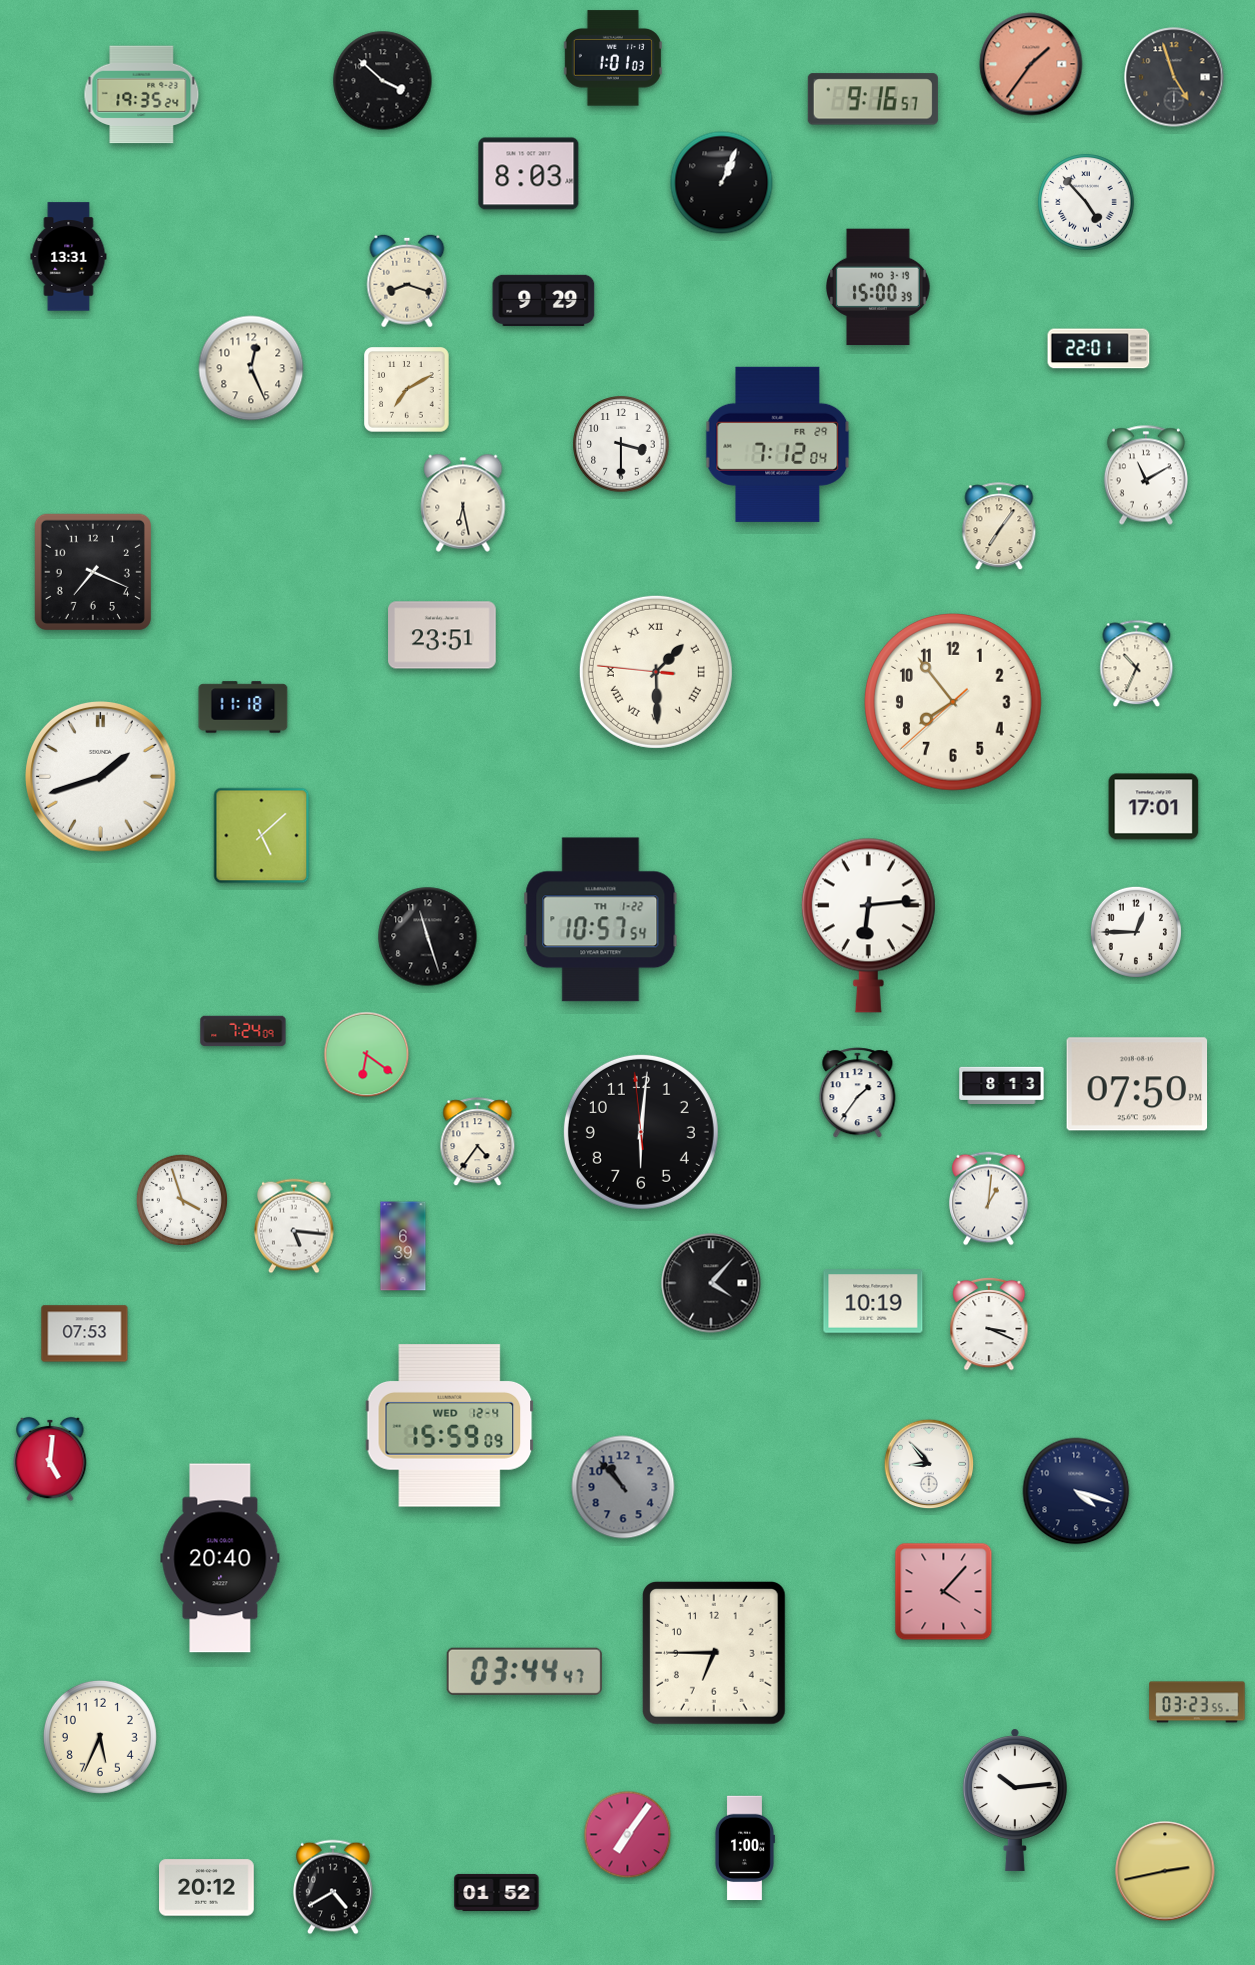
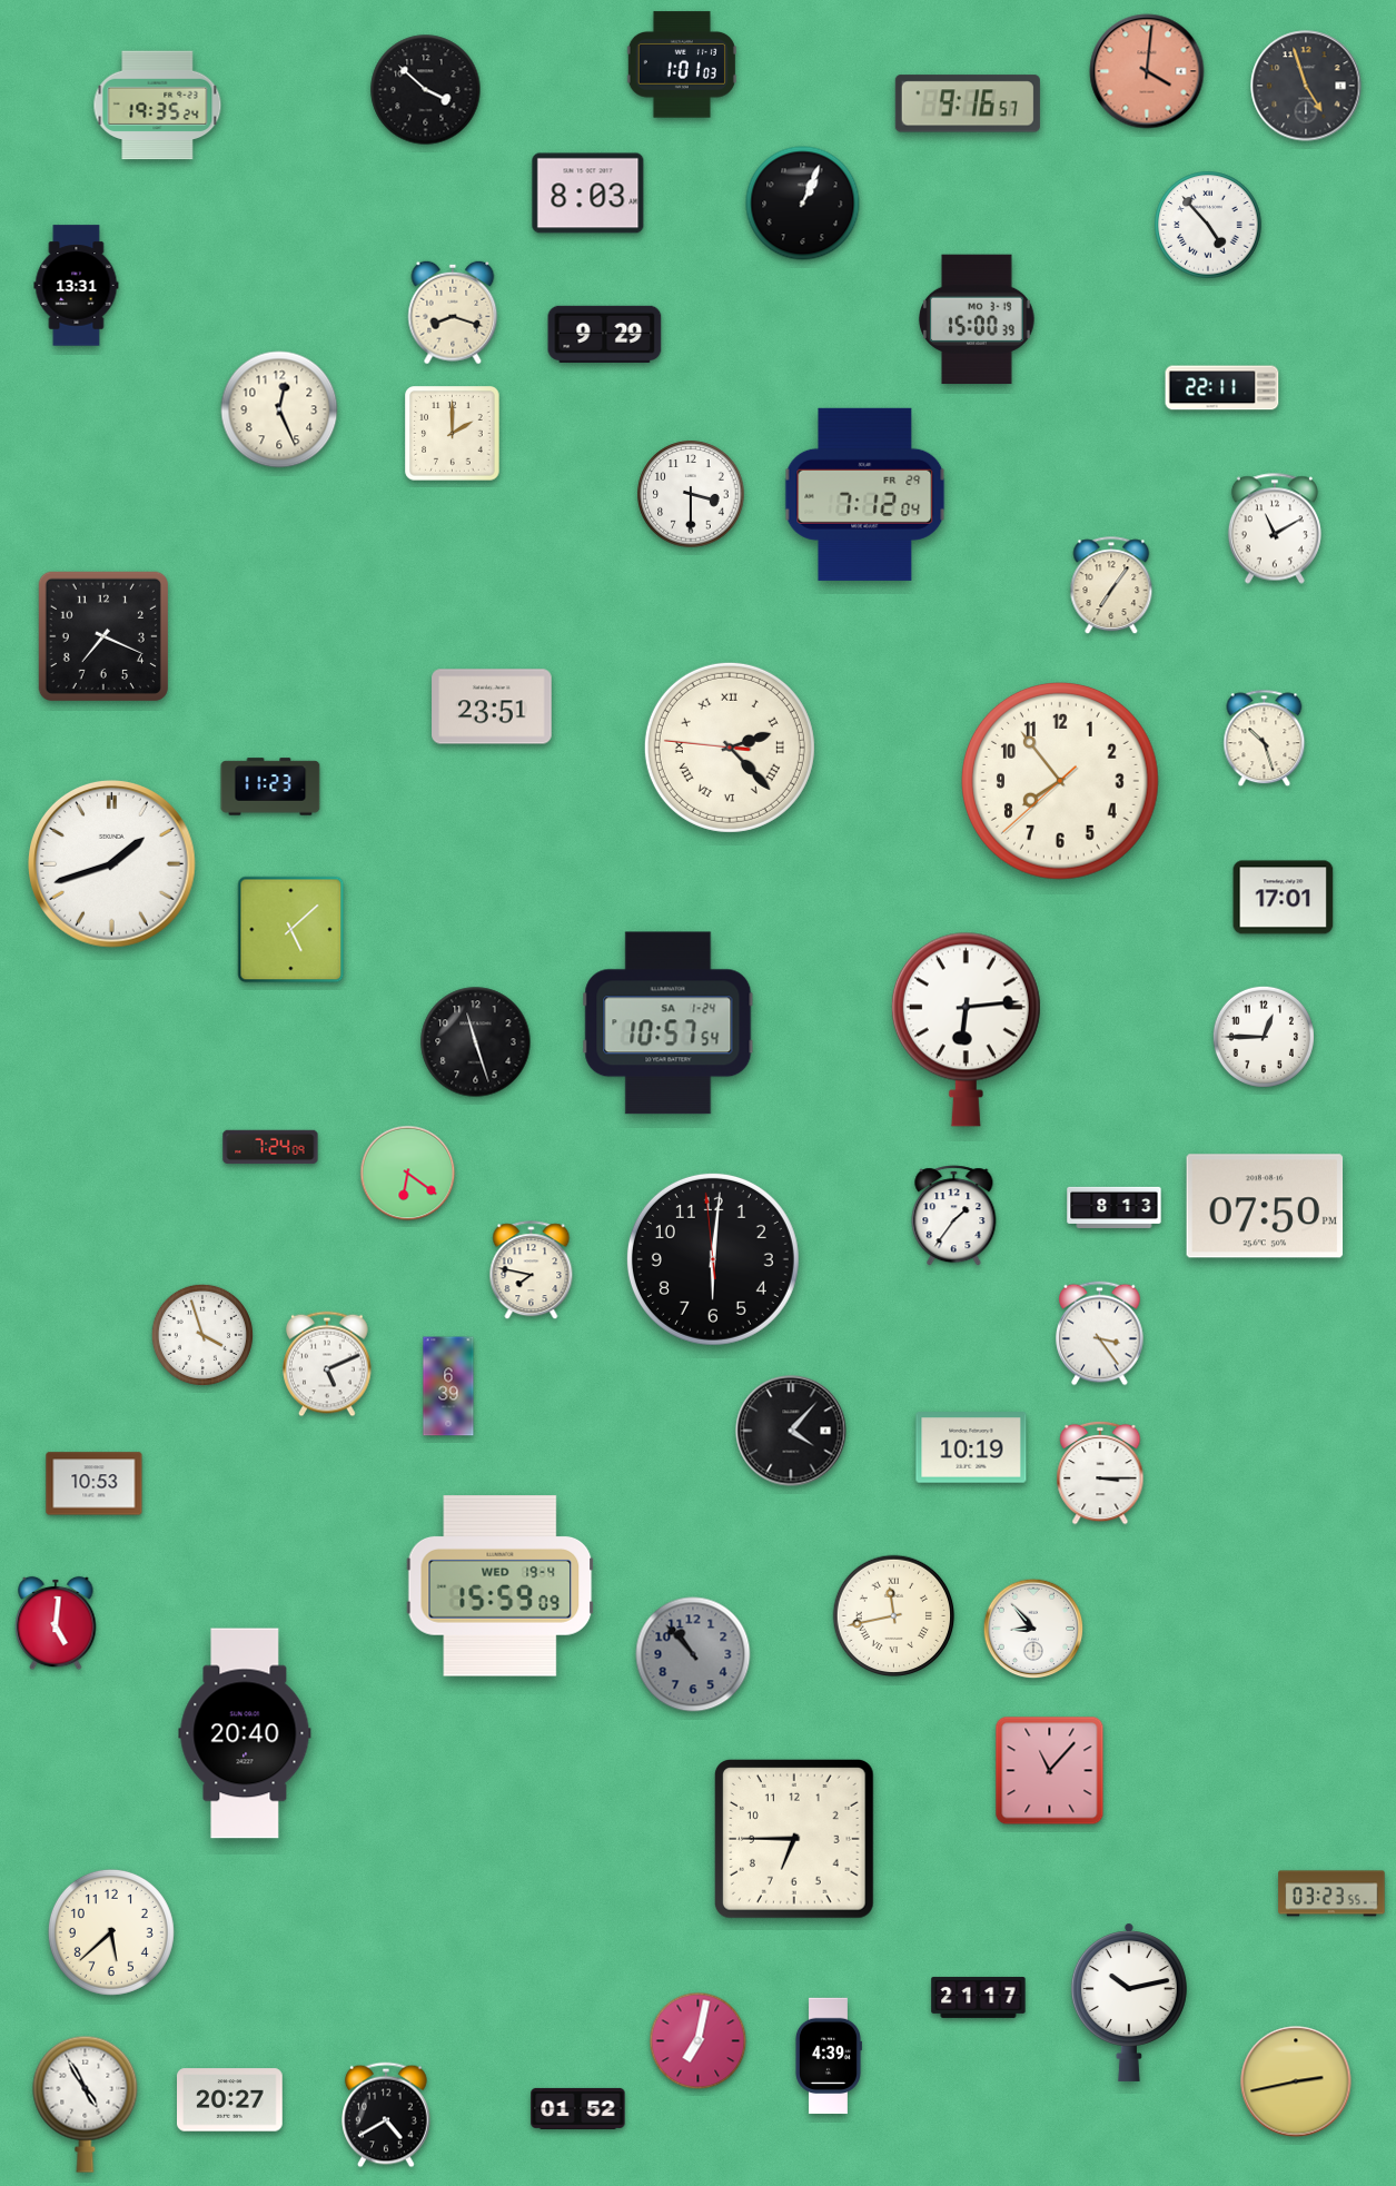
clock at (1031, 64): 1:36 -> 4:01
clock at (873, 99) position: (873, 99) -> (968, 103)
clock at (1099, 349): 22:01 -> 22:11
clock at (407, 390): 7:10 -> 2:00
clock at (463, 503): 6:28 -> none
clock at (1137, 664): 10:34 -> 10:27
clock at (656, 672): 1:29 -> 2:22
clock at (243, 707): 11:18 -> 11:23
clock at (601, 920) date: TH 1-22 -> SA 1-24
clock at (478, 1142): 4:36 -> 7:47
clock at (989, 1199): 1:01 -> 3:24
clock at (295, 1226): 5:16 -> 5:11
clock at (711, 1283) position: (711, 1283) -> (791, 1431)
clock at (989, 1324): 3:19 -> 3:15
clock at (85, 1334): 07:53 -> 10:53
clock at (450, 1426) date: WED 12-4 -> WED 19-4
clock at (894, 1616): none -> 11:43
clock at (1076, 1491): 4:18 -> none
clock at (944, 1592): 4:07 -> 11:07
clock at (524, 1671): 03:44 -> none
clock at (100, 1737): 5:34 -> 5:38
clock at (979, 1997): none -> 21:17
clock at (1015, 1800): 10:14 -> 10:13
clock at (628, 1835): 7:06 -> 7:02
clock at (744, 1848): 1:00 -> 4:39
clock at (334, 1887) position: (334, 1887) -> (387, 2115)
clock at (207, 1888): 20:12 -> 20:27
clock at (86, 2104): none -> 4:55
clock at (497, 1892) position: (497, 1892) -> (578, 2108)
